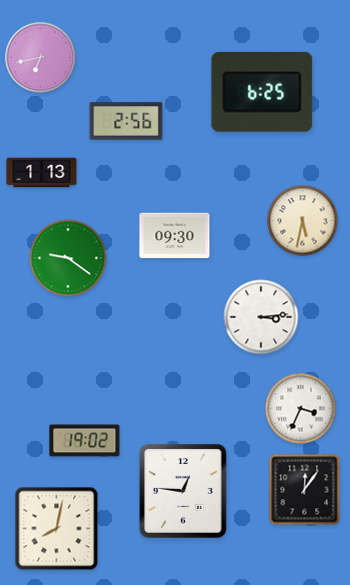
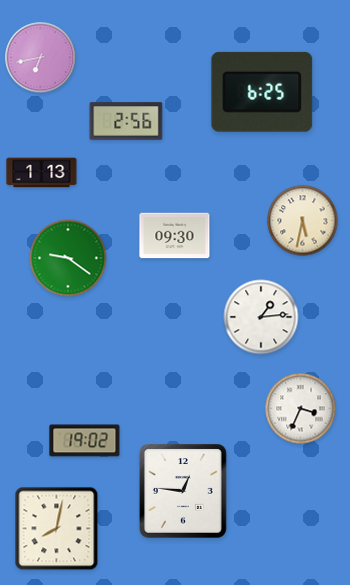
clock at (261, 317): 3:14 -> 1:14
clock at (305, 490): 12:06 -> none
